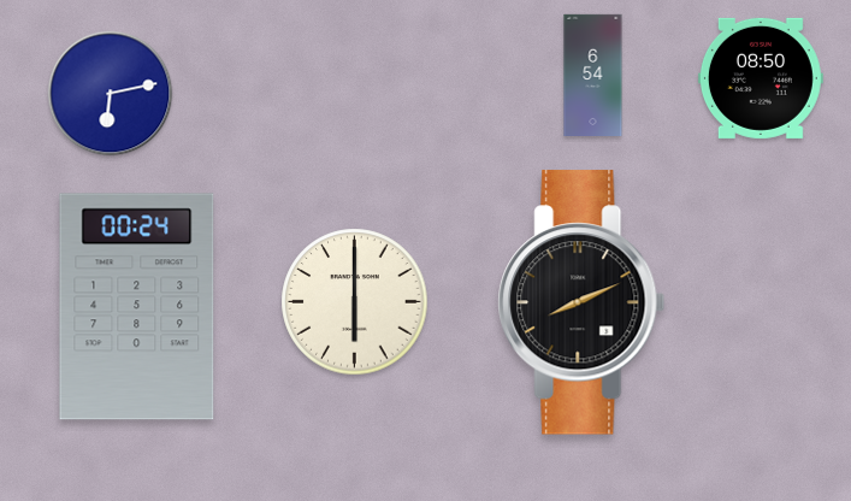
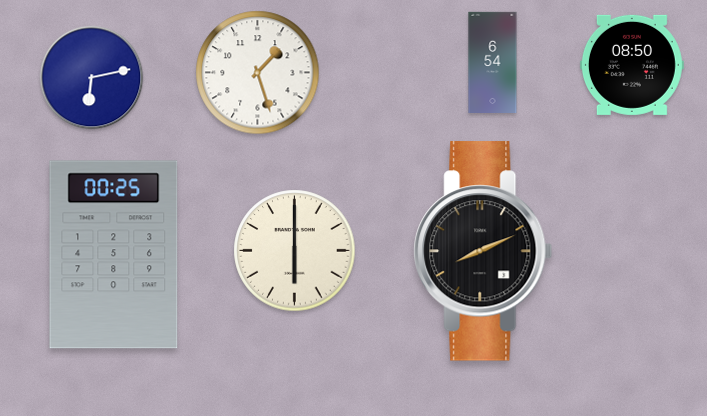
clock at (258, 73): none -> 1:27
clock at (137, 307): 00:24 -> 00:25
